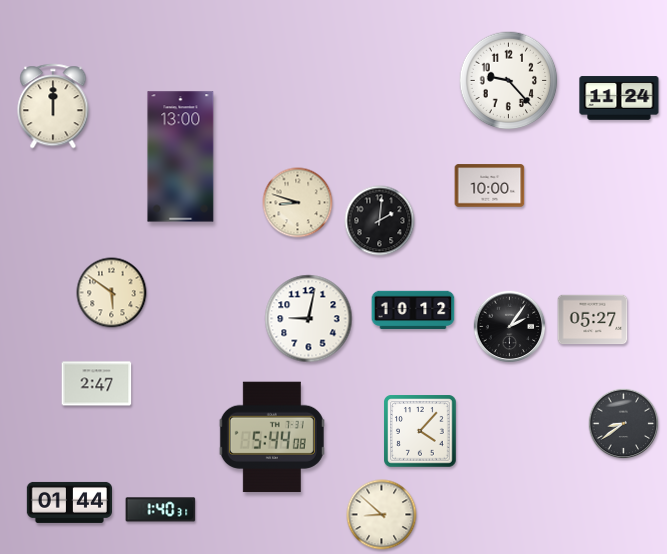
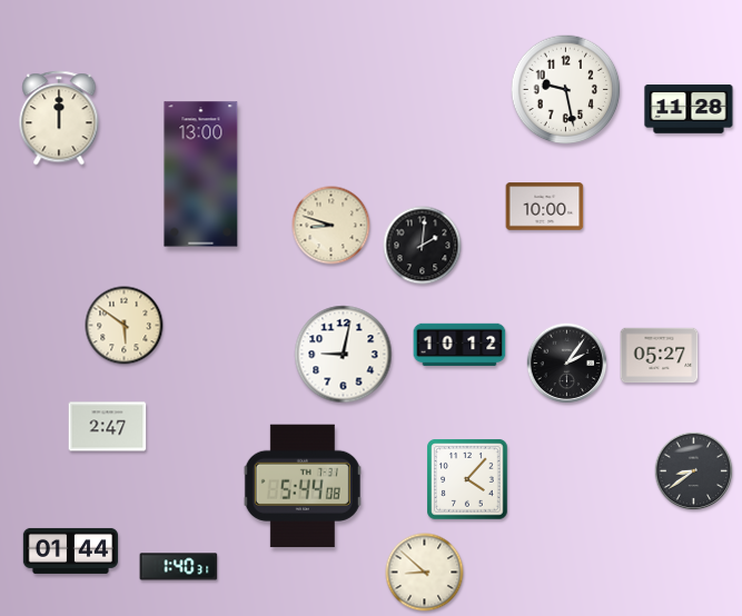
clock at (509, 81): 9:23 -> 9:28
clock at (619, 98): 11:24 -> 11:28
clock at (69, 502) position: (69, 502) -> (70, 550)
